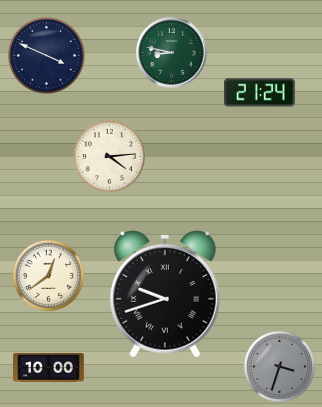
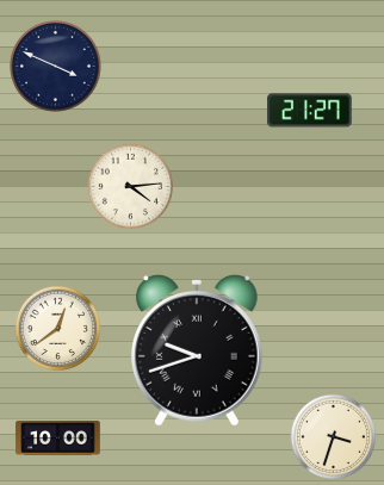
clock at (172, 53): 8:47 -> none
clock at (260, 93): 21:24 -> 21:27
clock at (279, 366) dial: grey -> cream
